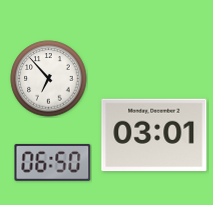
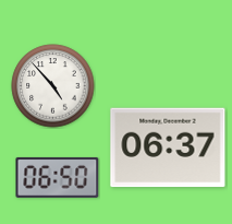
clock at (49, 79): 6:53 -> 4:53
clock at (154, 135): 03:01 -> 06:37
